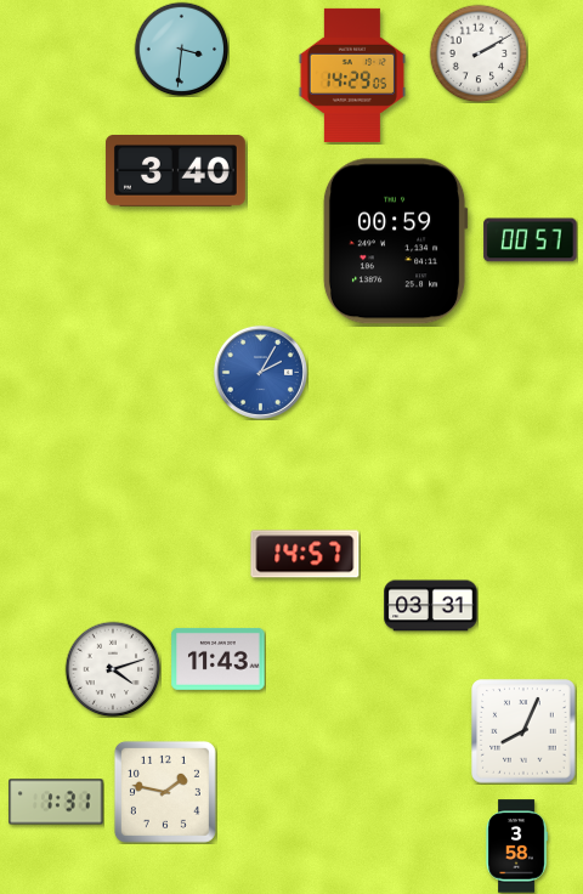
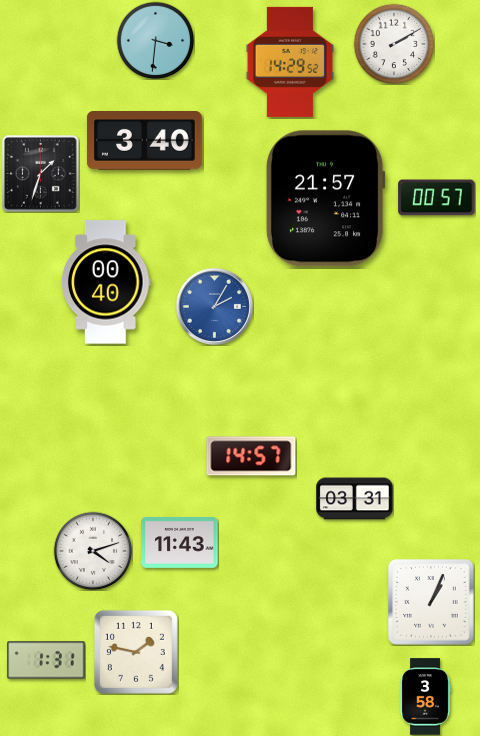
clock at (181, 49) position: (181, 49) -> (155, 40)
clock at (352, 75): 14:29:05 -> 14:29:52
clock at (40, 173): none -> 1:33
clock at (395, 242): 00:59 -> 21:57
clock at (106, 282): none -> 00:40
clock at (523, 731): 8:04 -> 1:04
